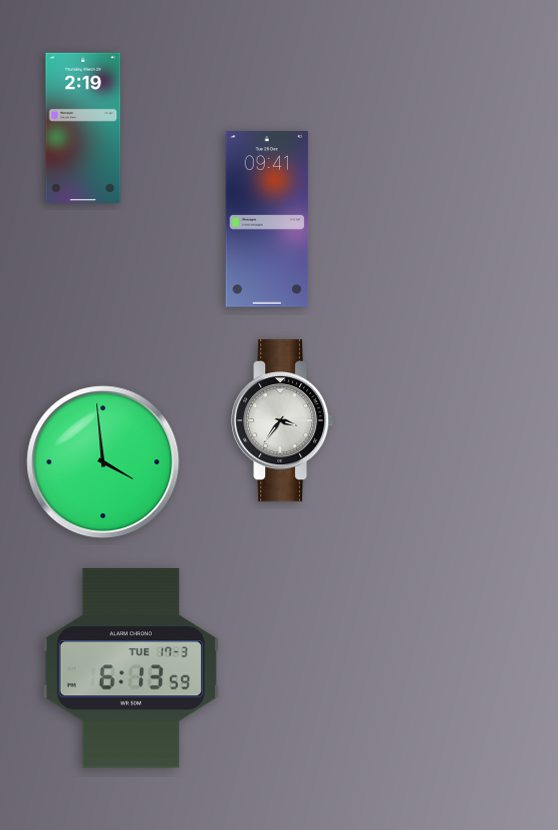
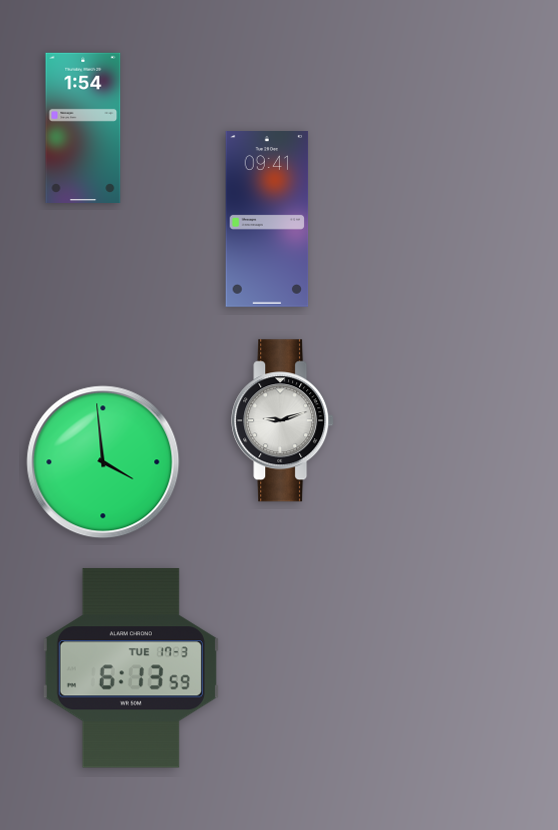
clock at (83, 127): 2:19 -> 1:54
clock at (283, 421): 3:36 -> 9:12
